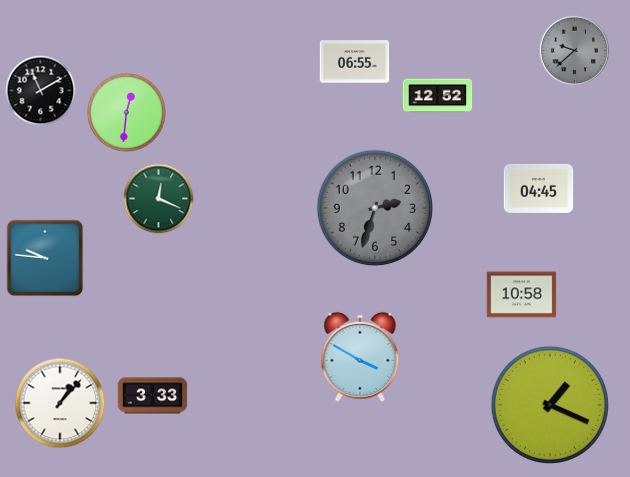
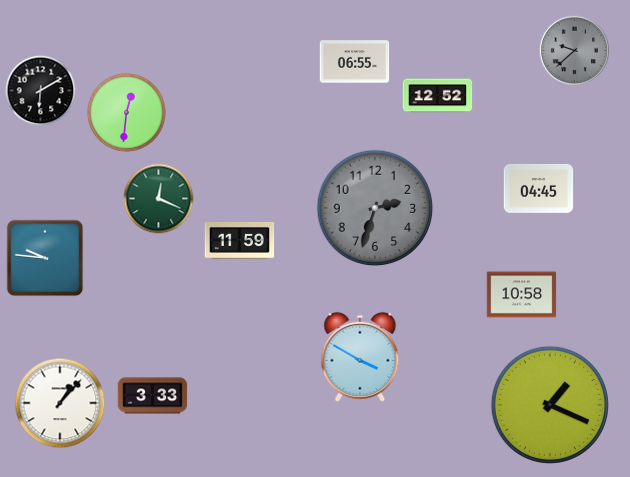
clock at (41, 91): 11:10 -> 6:10
clock at (240, 241): none -> 11:59
